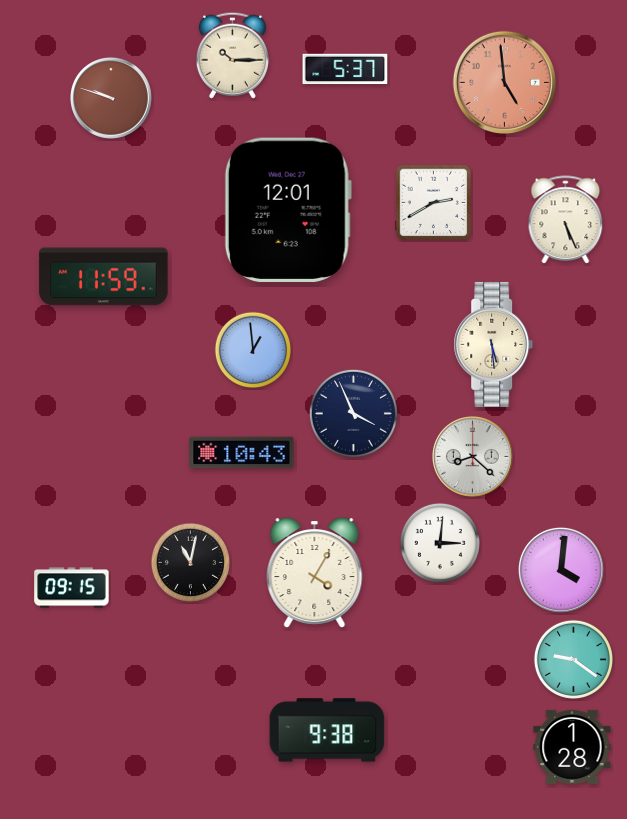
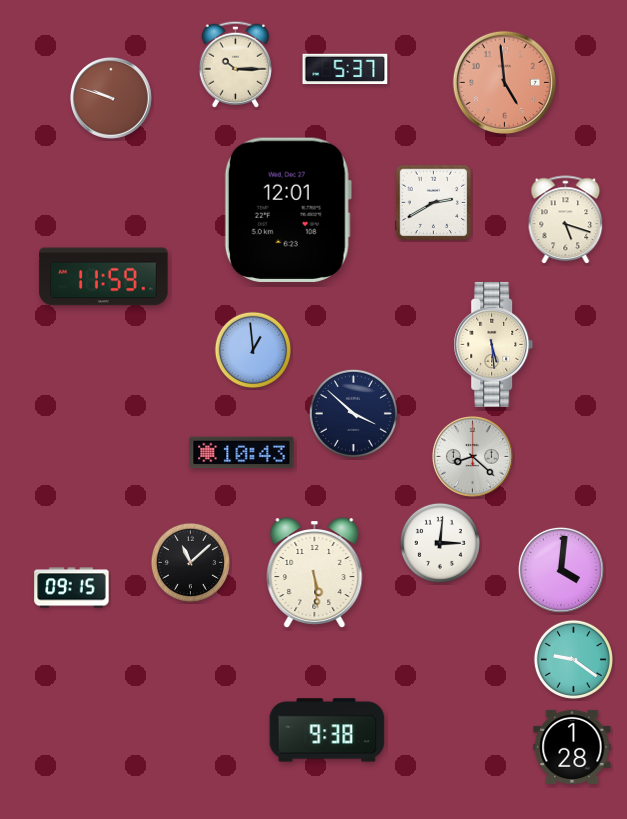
clock at (232, 55) position: (232, 55) -> (235, 64)
clock at (566, 219): 5:26 -> 5:18
clock at (353, 413): 3:56 -> 3:52
clock at (190, 562): 11:02 -> 11:08
clock at (315, 573): 4:05 -> 5:29
